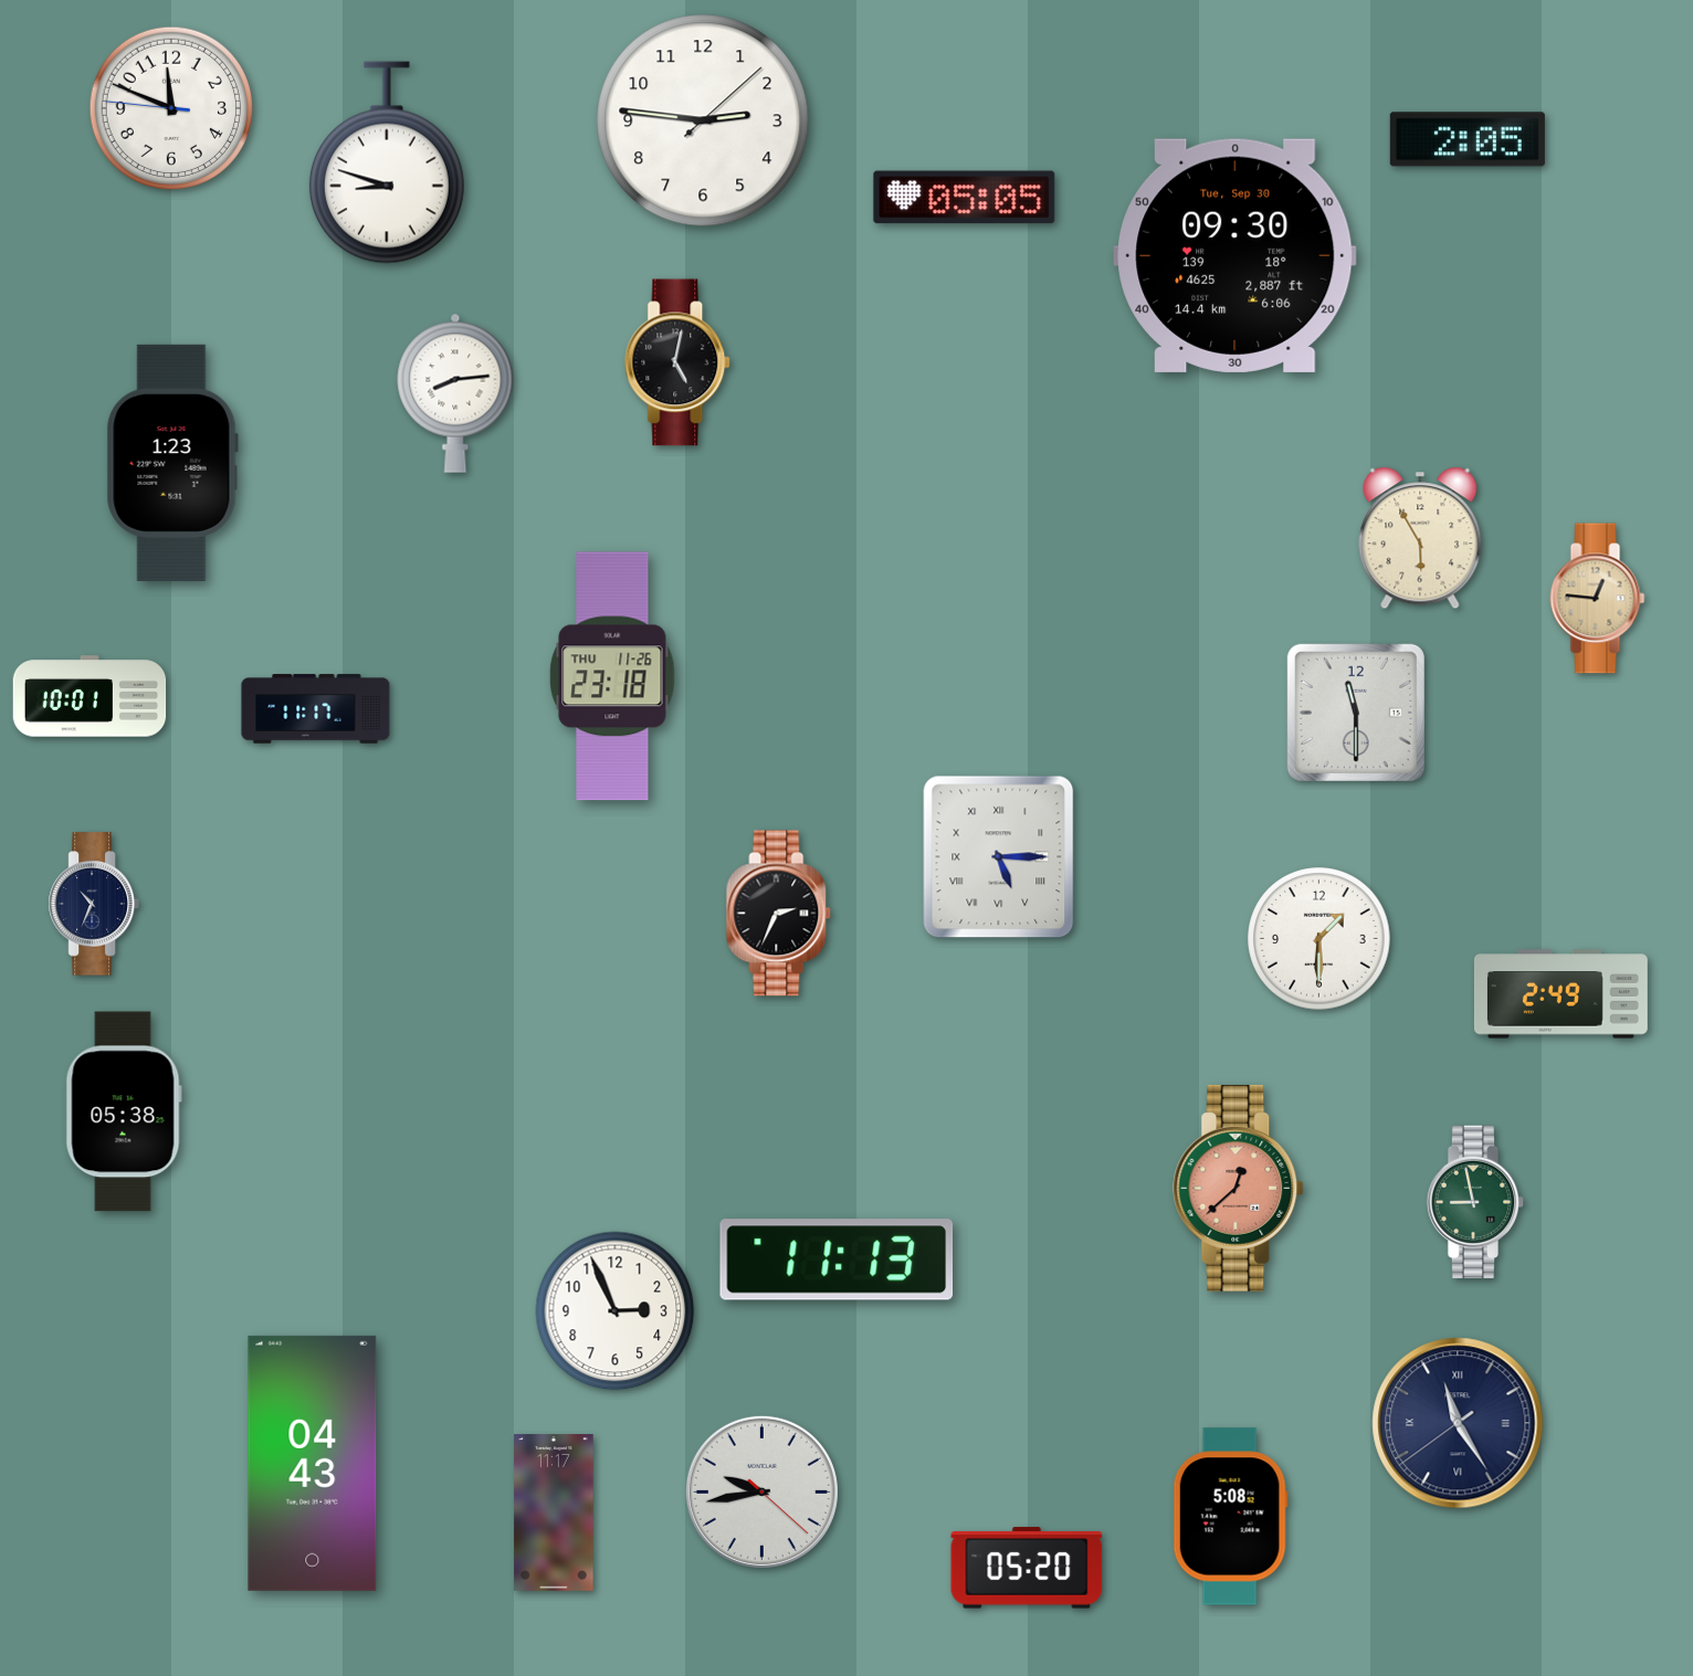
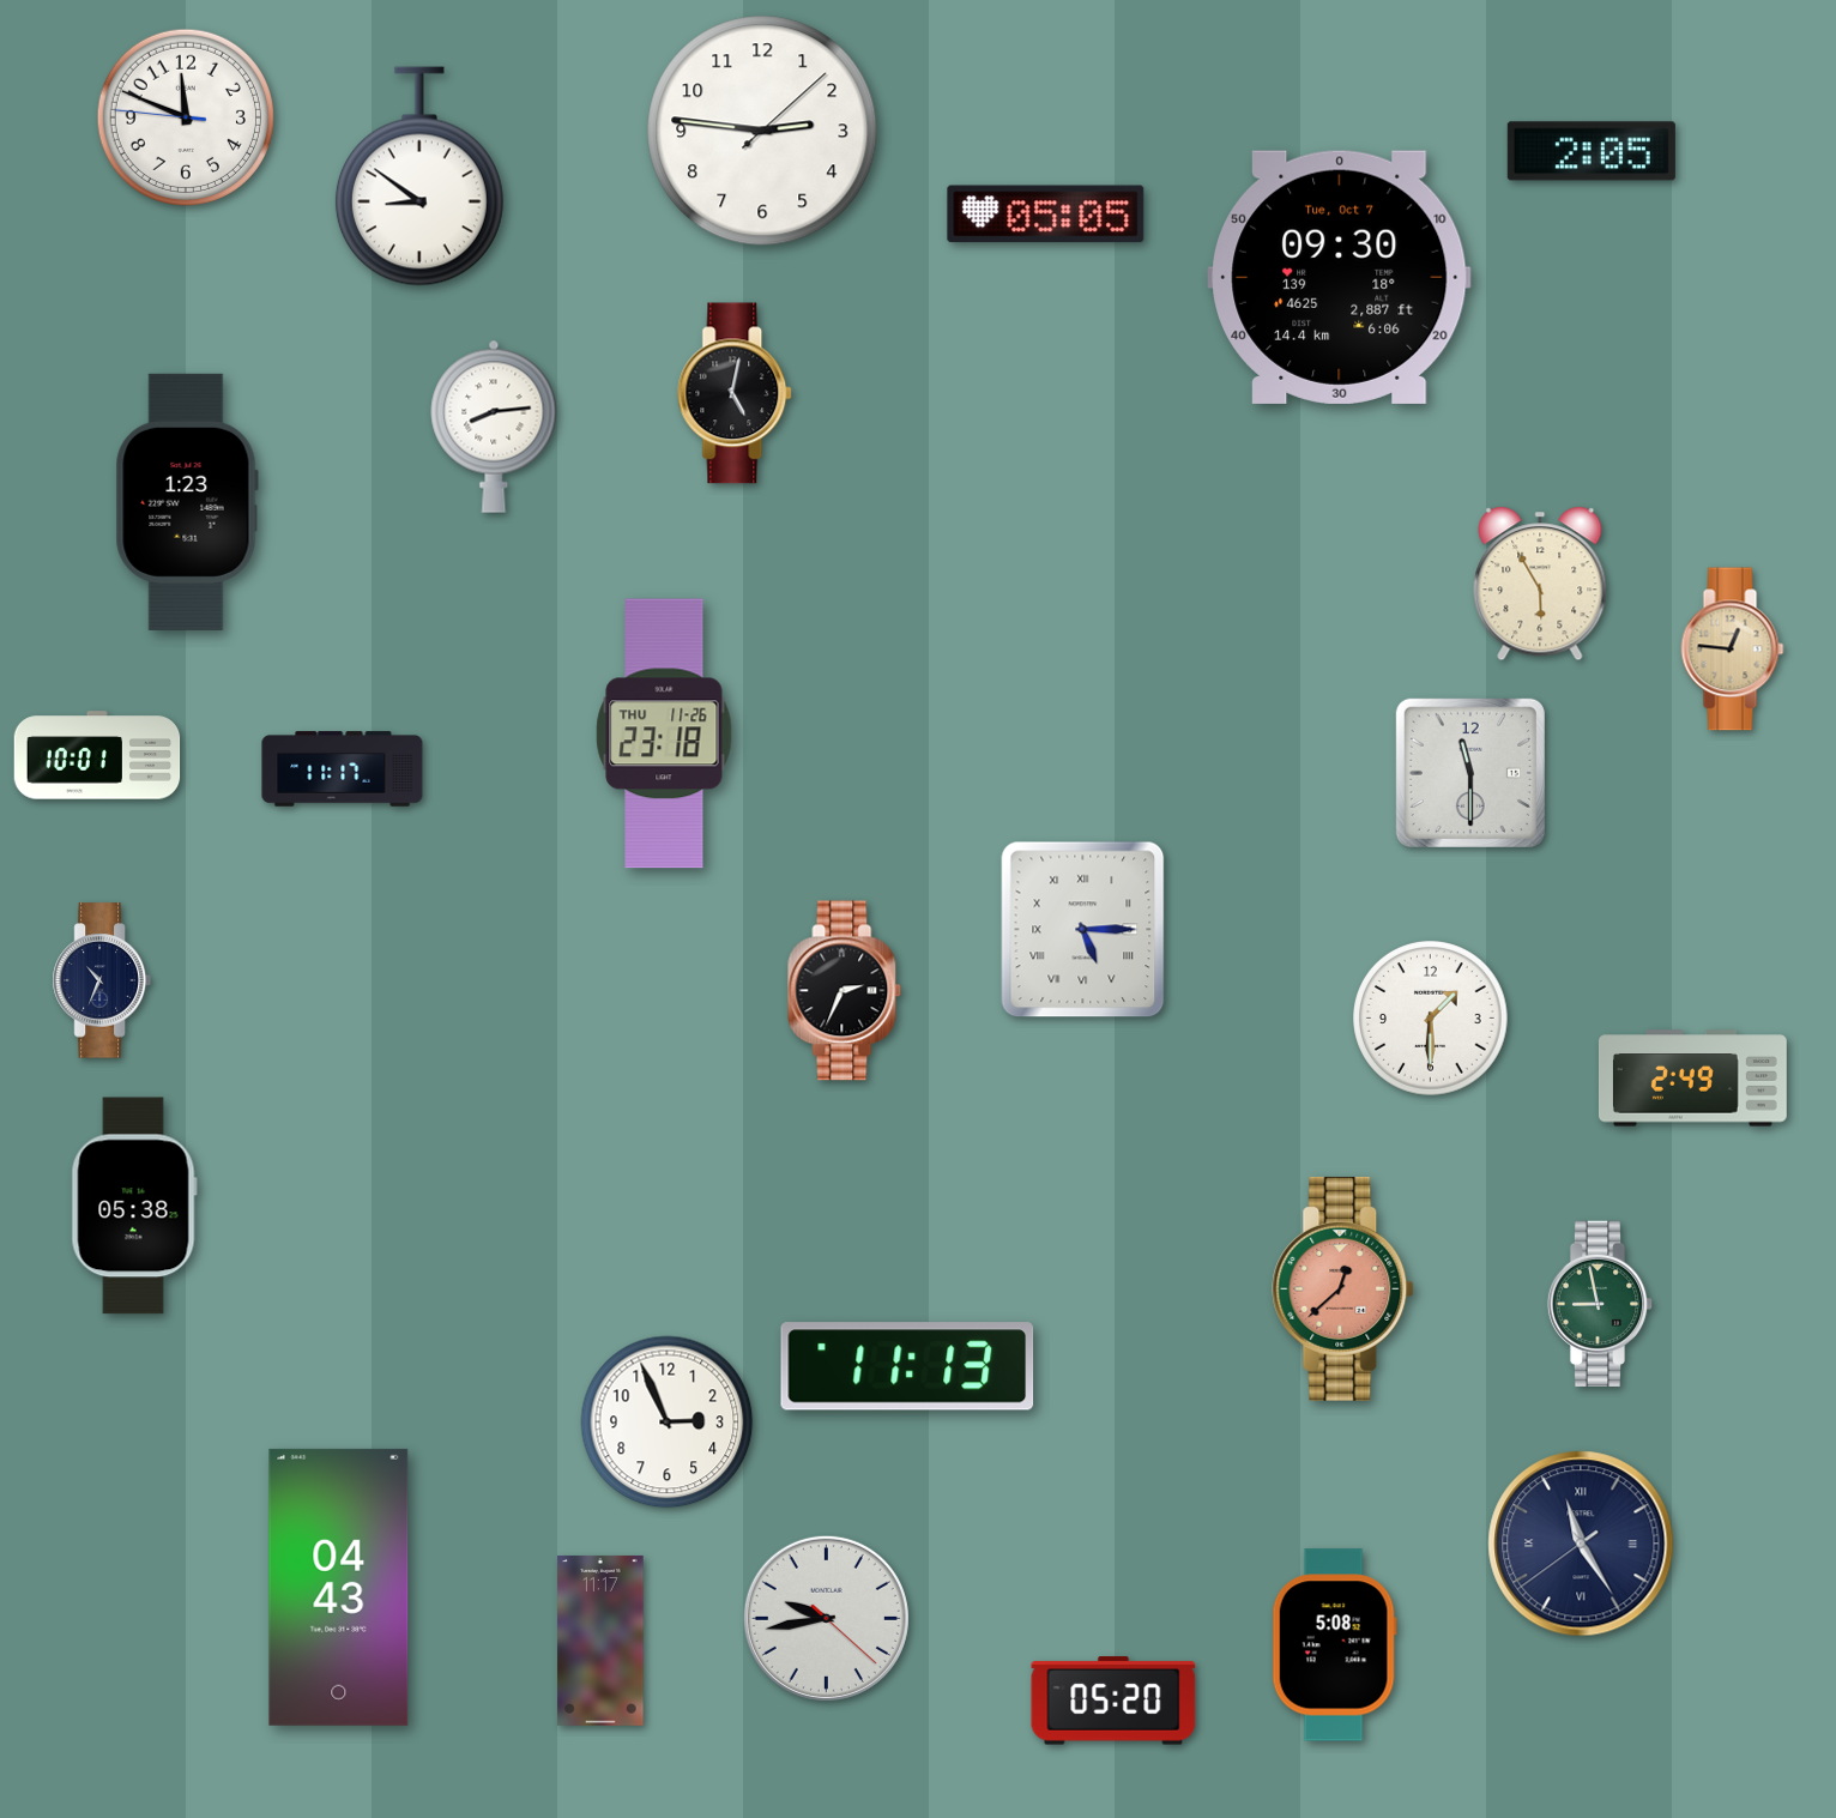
clock at (387, 162): 8:48 -> 8:51
clock at (1235, 255) date: Tue, Sep 30 -> Tue, Oct 7
